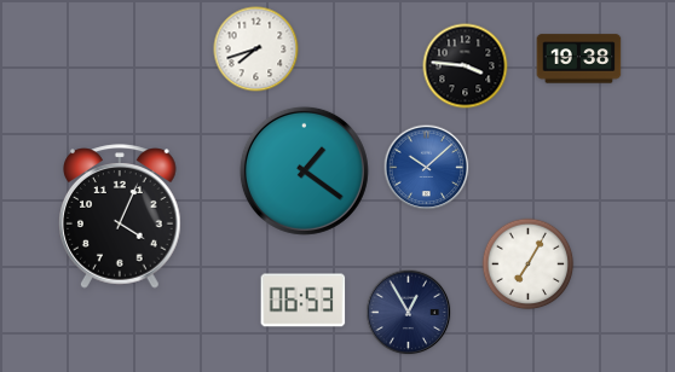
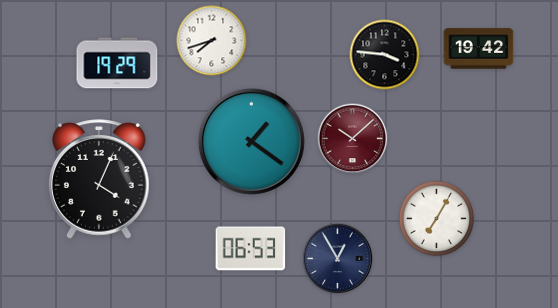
clock at (579, 59): 19:38 -> 19:42
clock at (117, 63): none -> 19:29
clock at (427, 168) dial: blue -> burgundy
